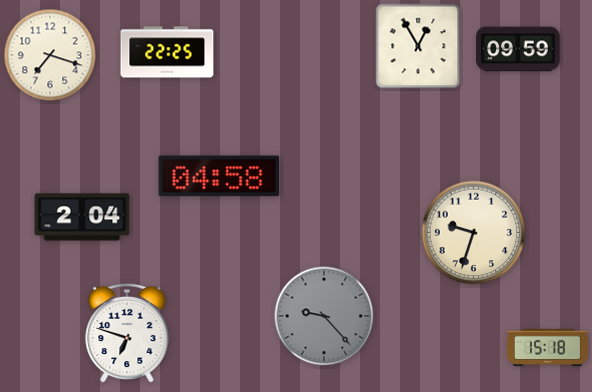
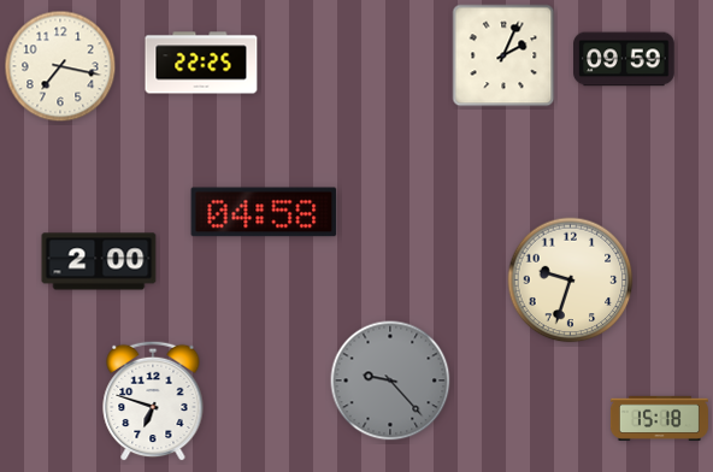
clock at (418, 46): 12:55 -> 2:04
clock at (50, 55): 7:18 -> 7:17
clock at (82, 217): 2:04 -> 2:00
